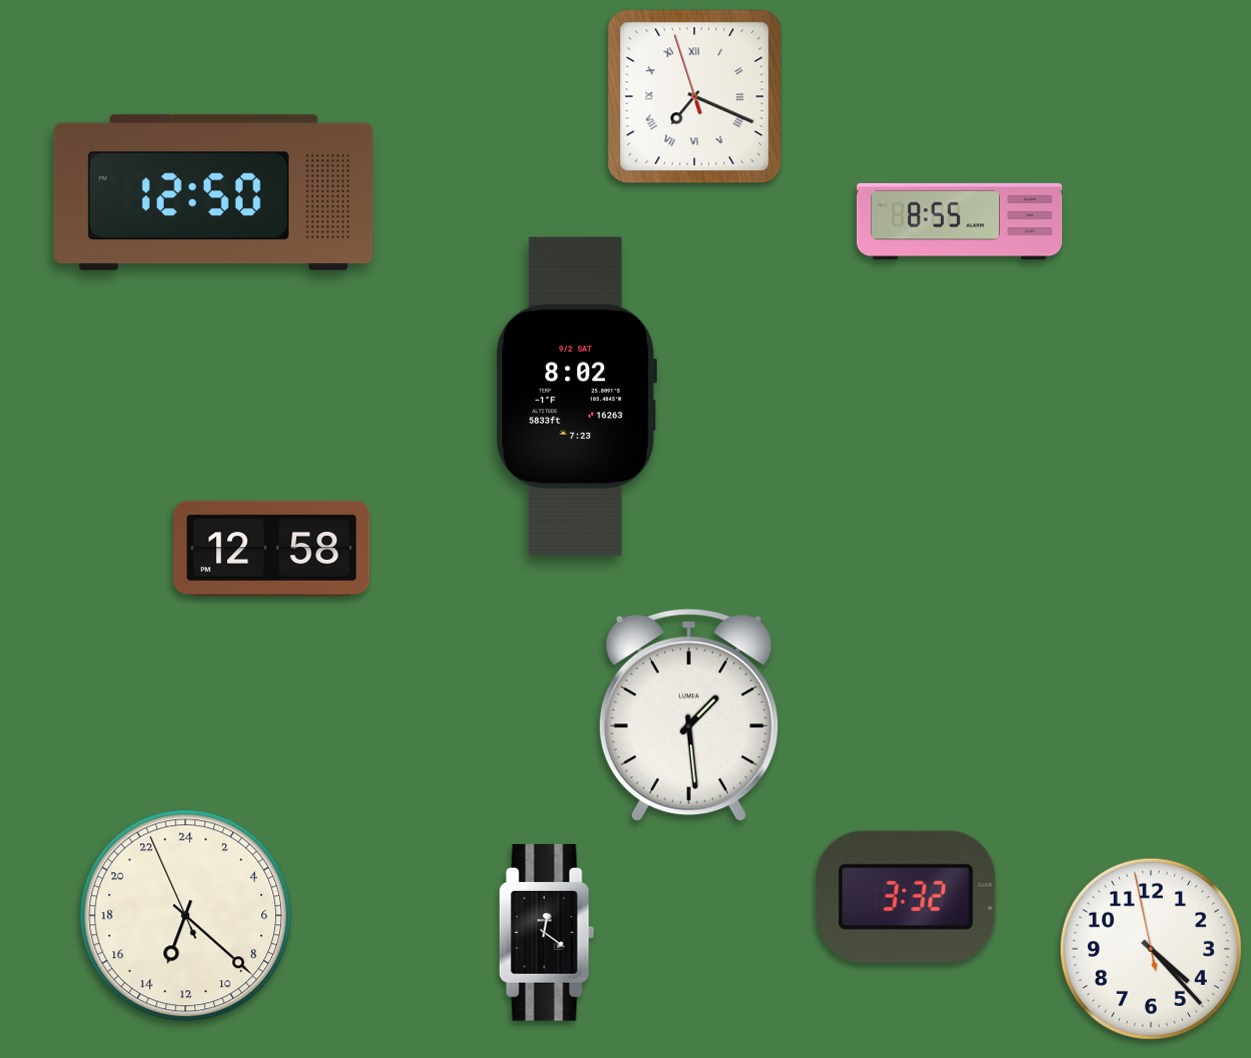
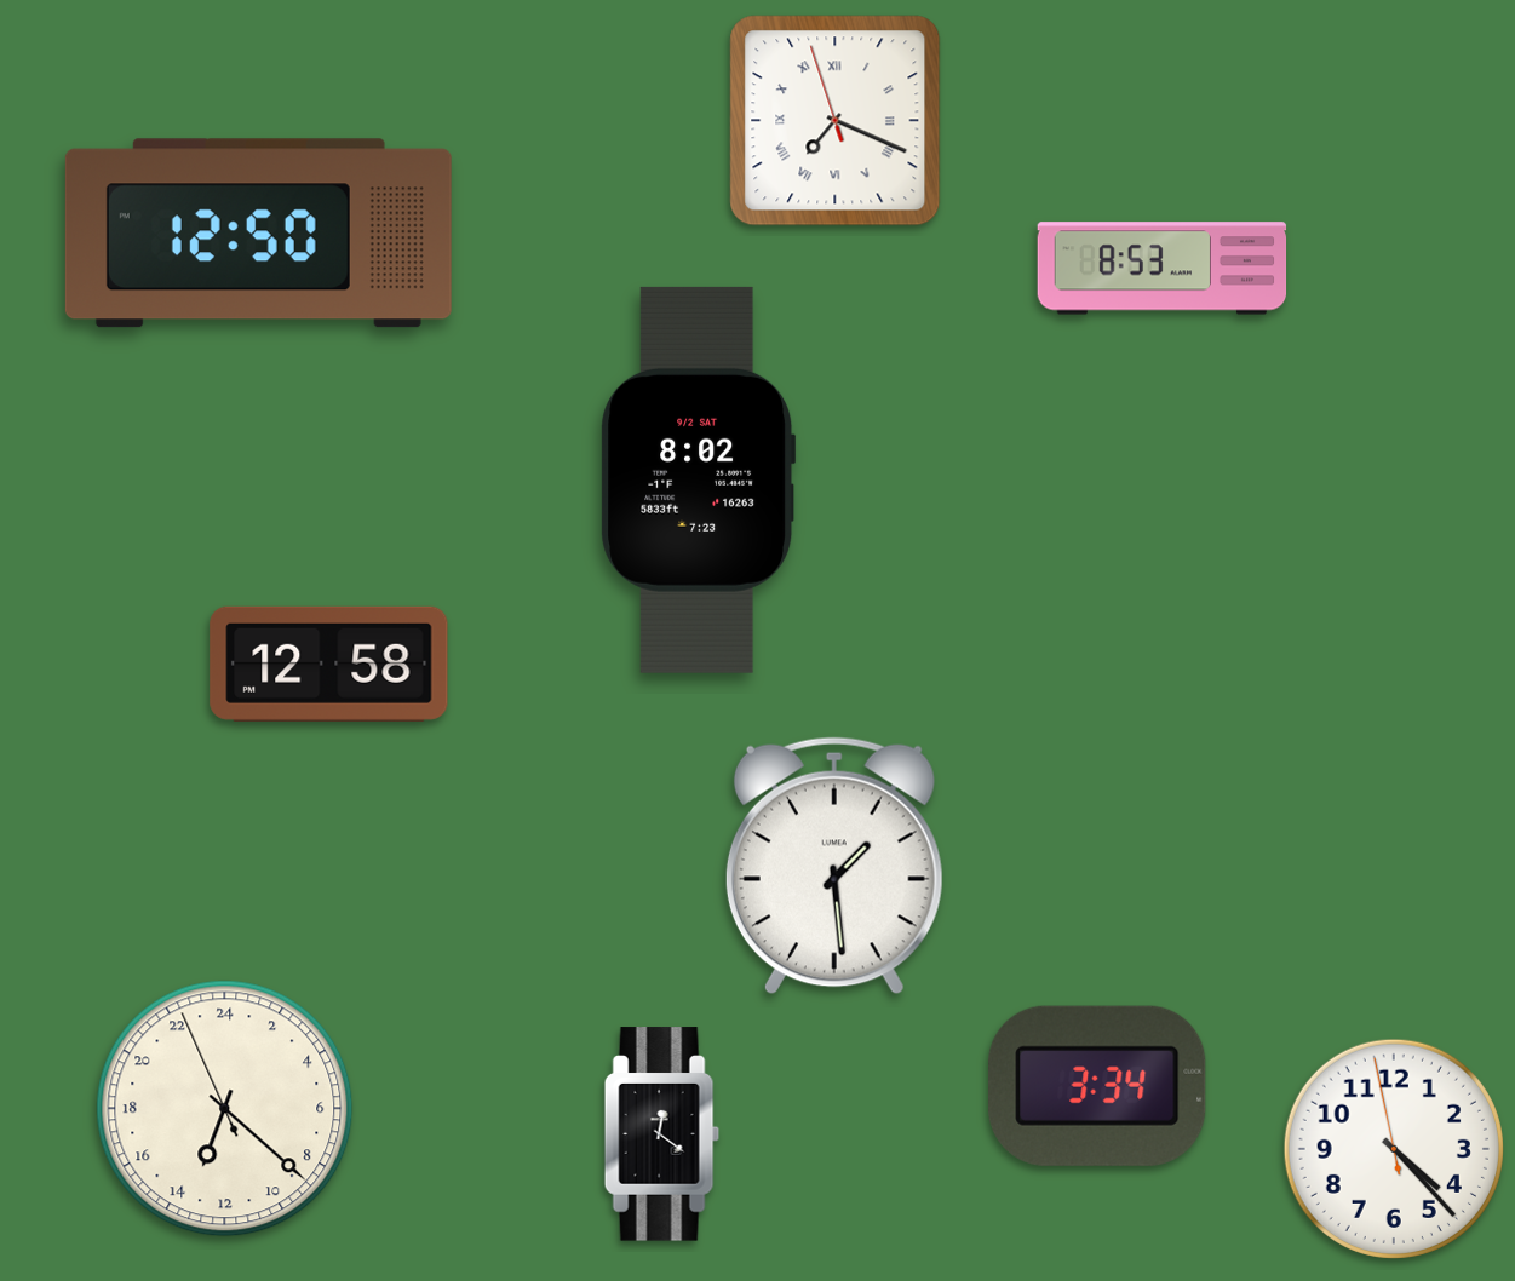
clock at (695, 97) position: (695, 97) -> (836, 121)
clock at (960, 222): 8:55 -> 8:53
clock at (906, 897): 3:32 -> 3:34
clock at (546, 933) position: (546, 933) -> (661, 1134)
